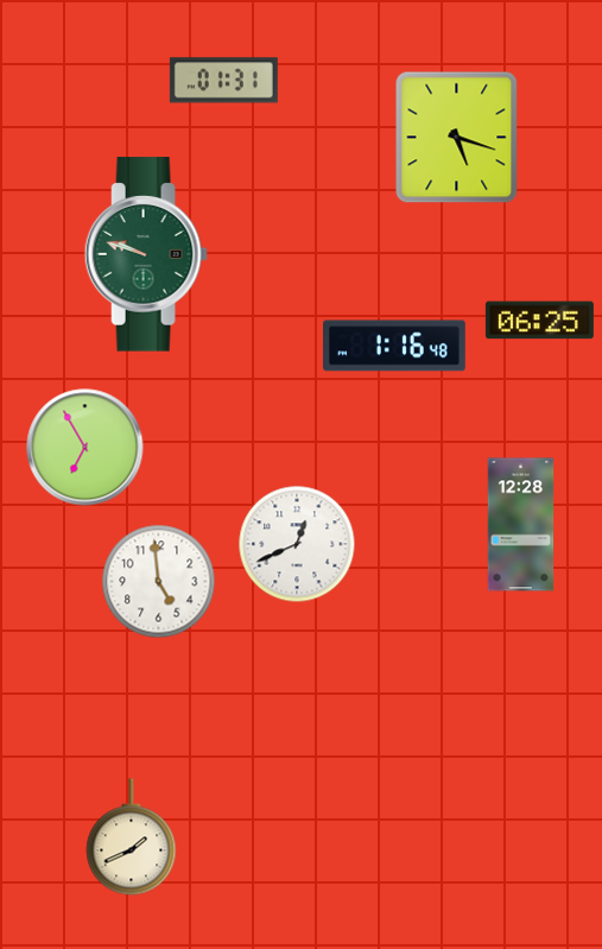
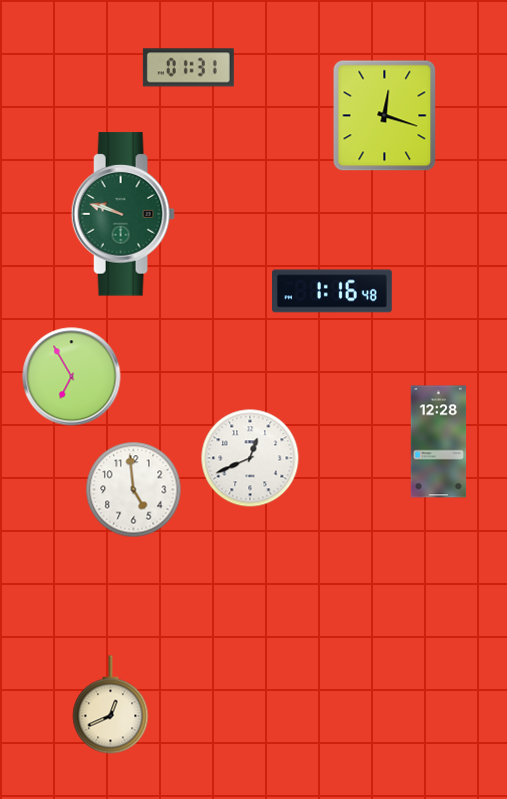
clock at (457, 138): 5:18 -> 12:18
clock at (539, 321): 06:25 -> none
clock at (132, 837): 1:41 -> 12:41
